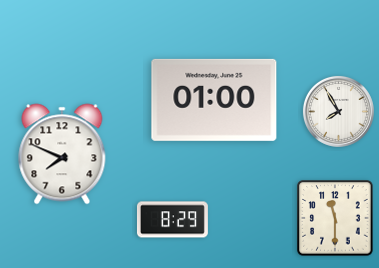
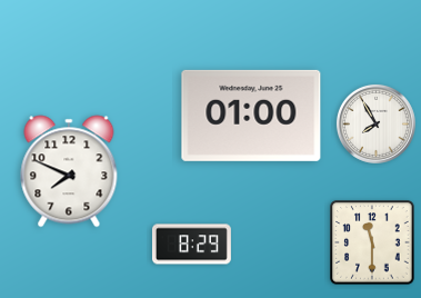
clock at (214, 100) position: (214, 100) -> (251, 116)
